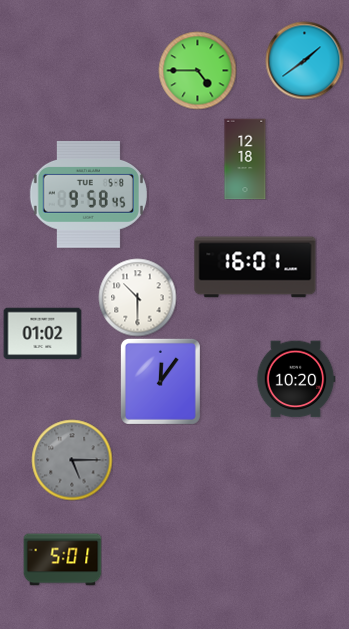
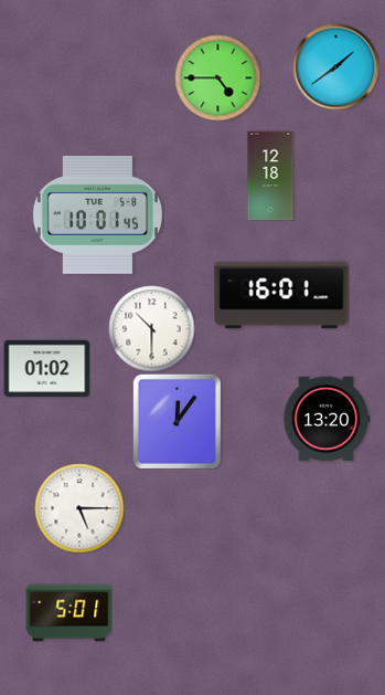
clock at (88, 194): 9:58 -> 10:01
clock at (296, 379): 10:20 -> 13:20
clock at (72, 460) dial: grey -> white
clock at (62, 560) position: (62, 560) -> (68, 613)
